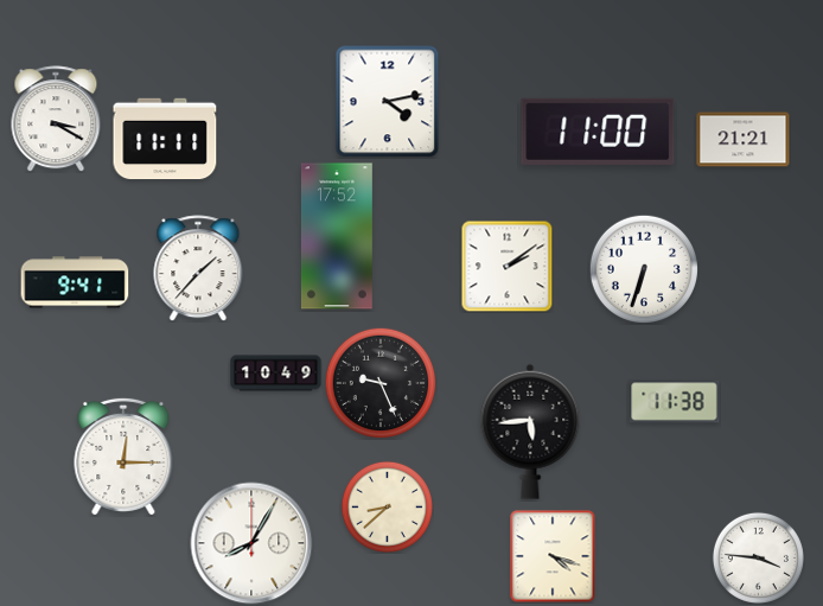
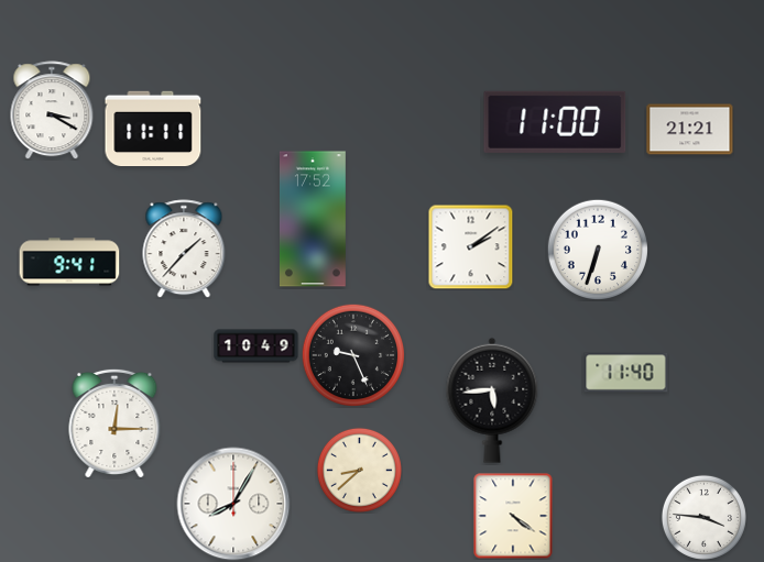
clock at (388, 102): 4:13 -> none
clock at (675, 402): 11:38 -> 11:40
clock at (553, 556): 4:18 -> 4:21
